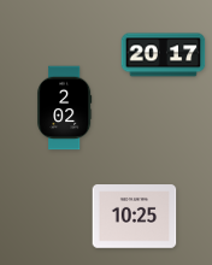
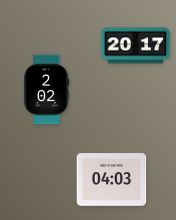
clock at (65, 108) position: (65, 108) -> (47, 90)
clock at (135, 217): 10:25 -> 04:03
